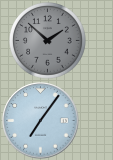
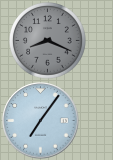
clock at (48, 41): 1:52 -> 8:19
